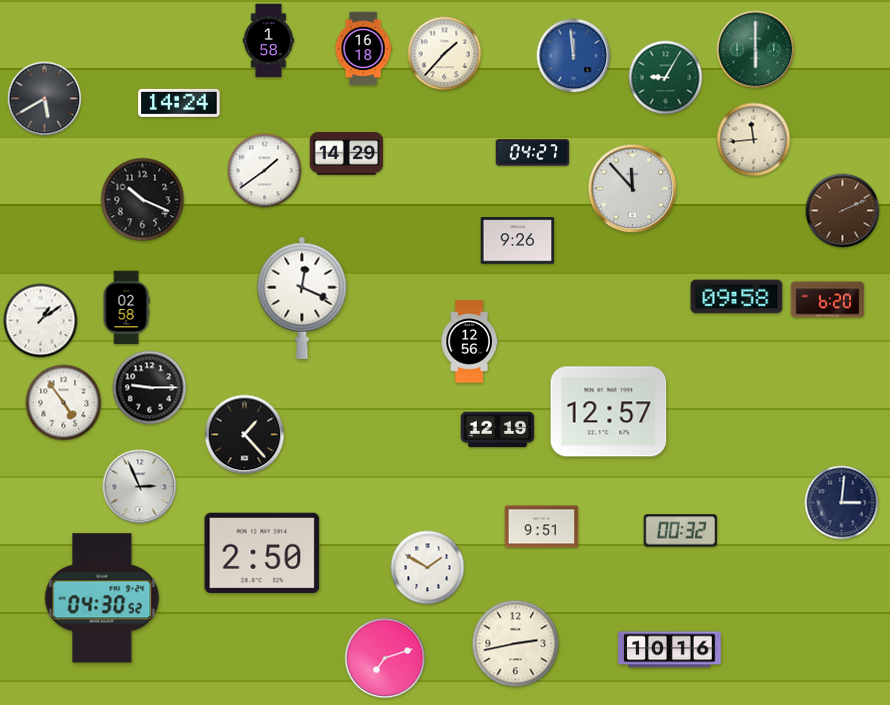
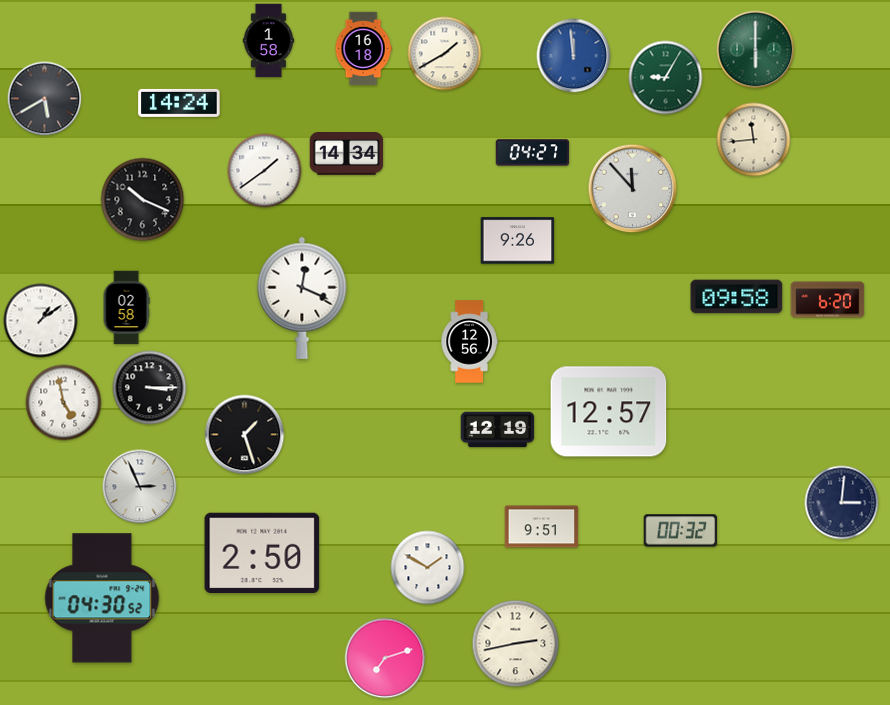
clock at (445, 54): 1:37 -> 1:40
clock at (347, 154): 14:29 -> 14:34
clock at (843, 211): 2:11 -> none
clock at (150, 388): 9:15 -> 3:15
clock at (64, 403): 4:54 -> 4:58
clock at (245, 435): 1:23 -> 1:27
clock at (670, 650): 10:16 -> none
